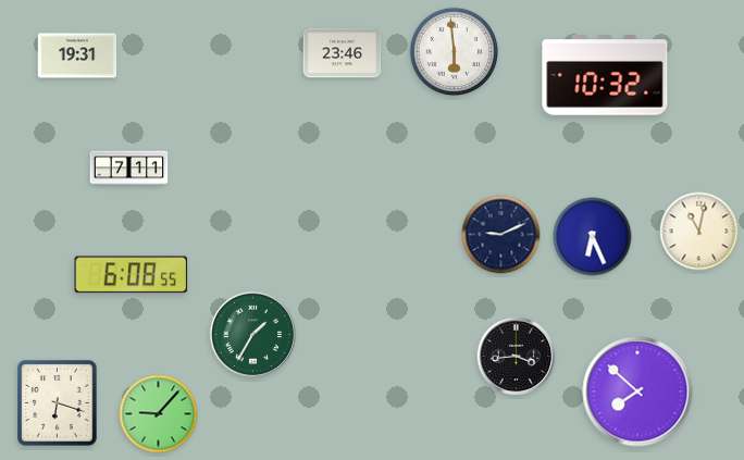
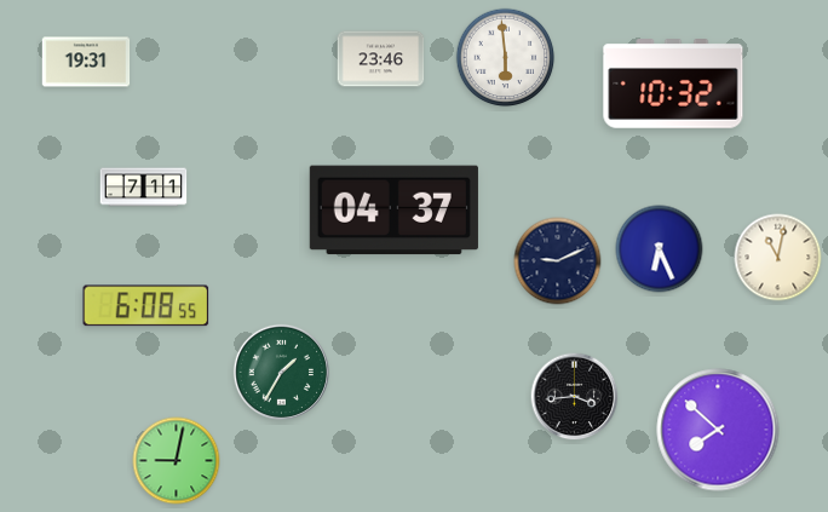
clock at (393, 211): none -> 04:37
clock at (593, 237) position: (593, 237) -> (660, 249)
clock at (637, 391) position: (637, 391) -> (718, 430)
clock at (58, 403): 6:18 -> none
clock at (159, 414): 9:07 -> 9:02
